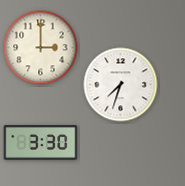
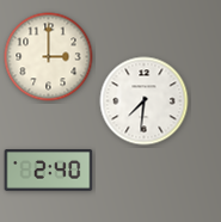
clock at (121, 85): 7:33 -> 7:31
clock at (41, 143): 3:30 -> 2:40
